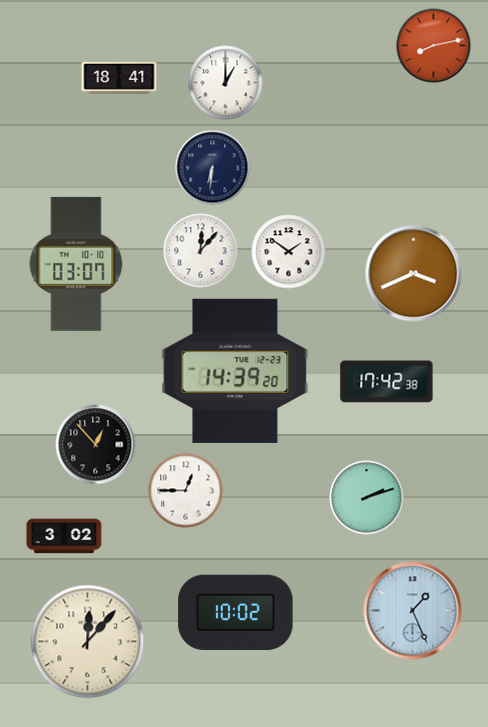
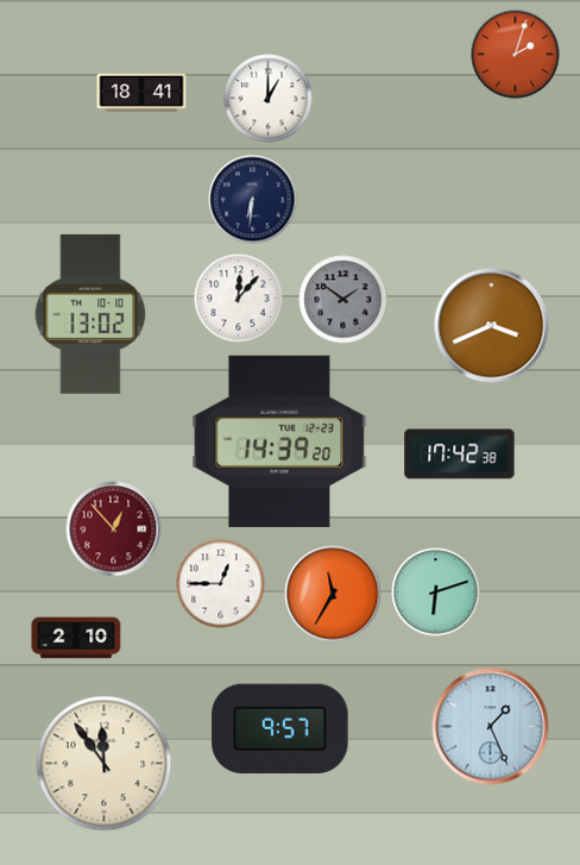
clock at (434, 46): 8:13 -> 2:03
clock at (289, 252) dial: white -> grey
clock at (76, 264): 03:07 -> 13:02
clock at (96, 445) dial: black -> burgundy
clock at (367, 498): 2:12 -> 6:12
clock at (333, 594): none -> 11:35
clock at (64, 536): 3:02 -> 2:10
clock at (236, 613): 10:02 -> 9:57
clock at (88, 642): 12:07 -> 11:54
